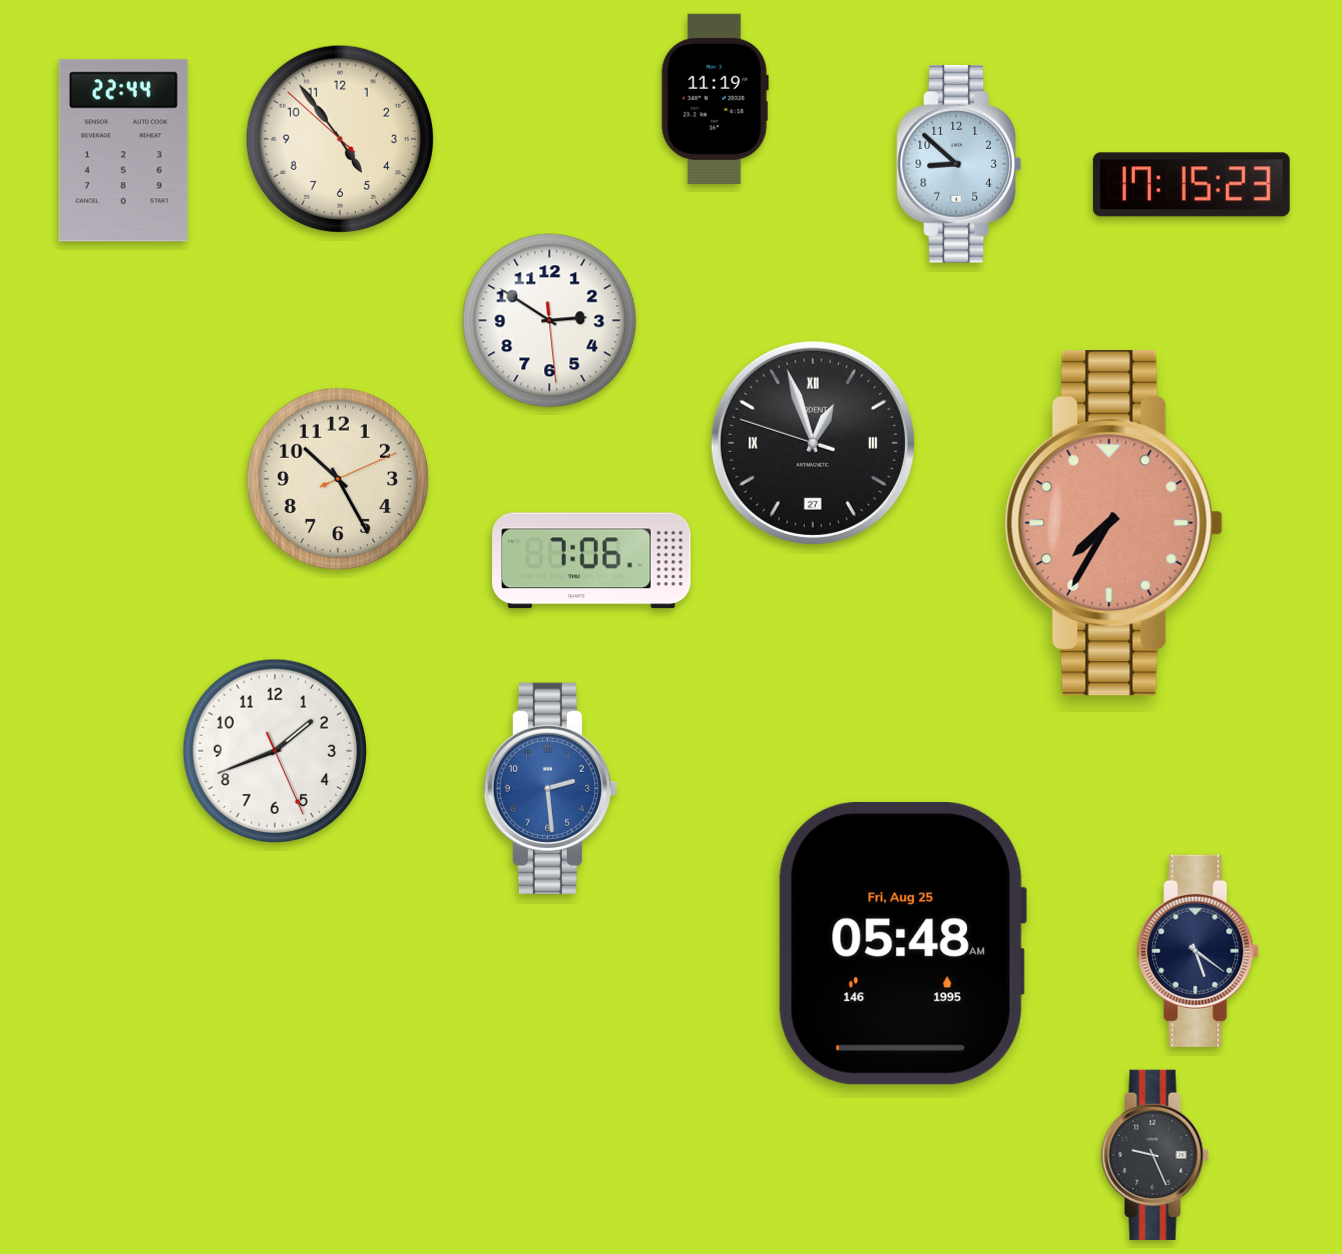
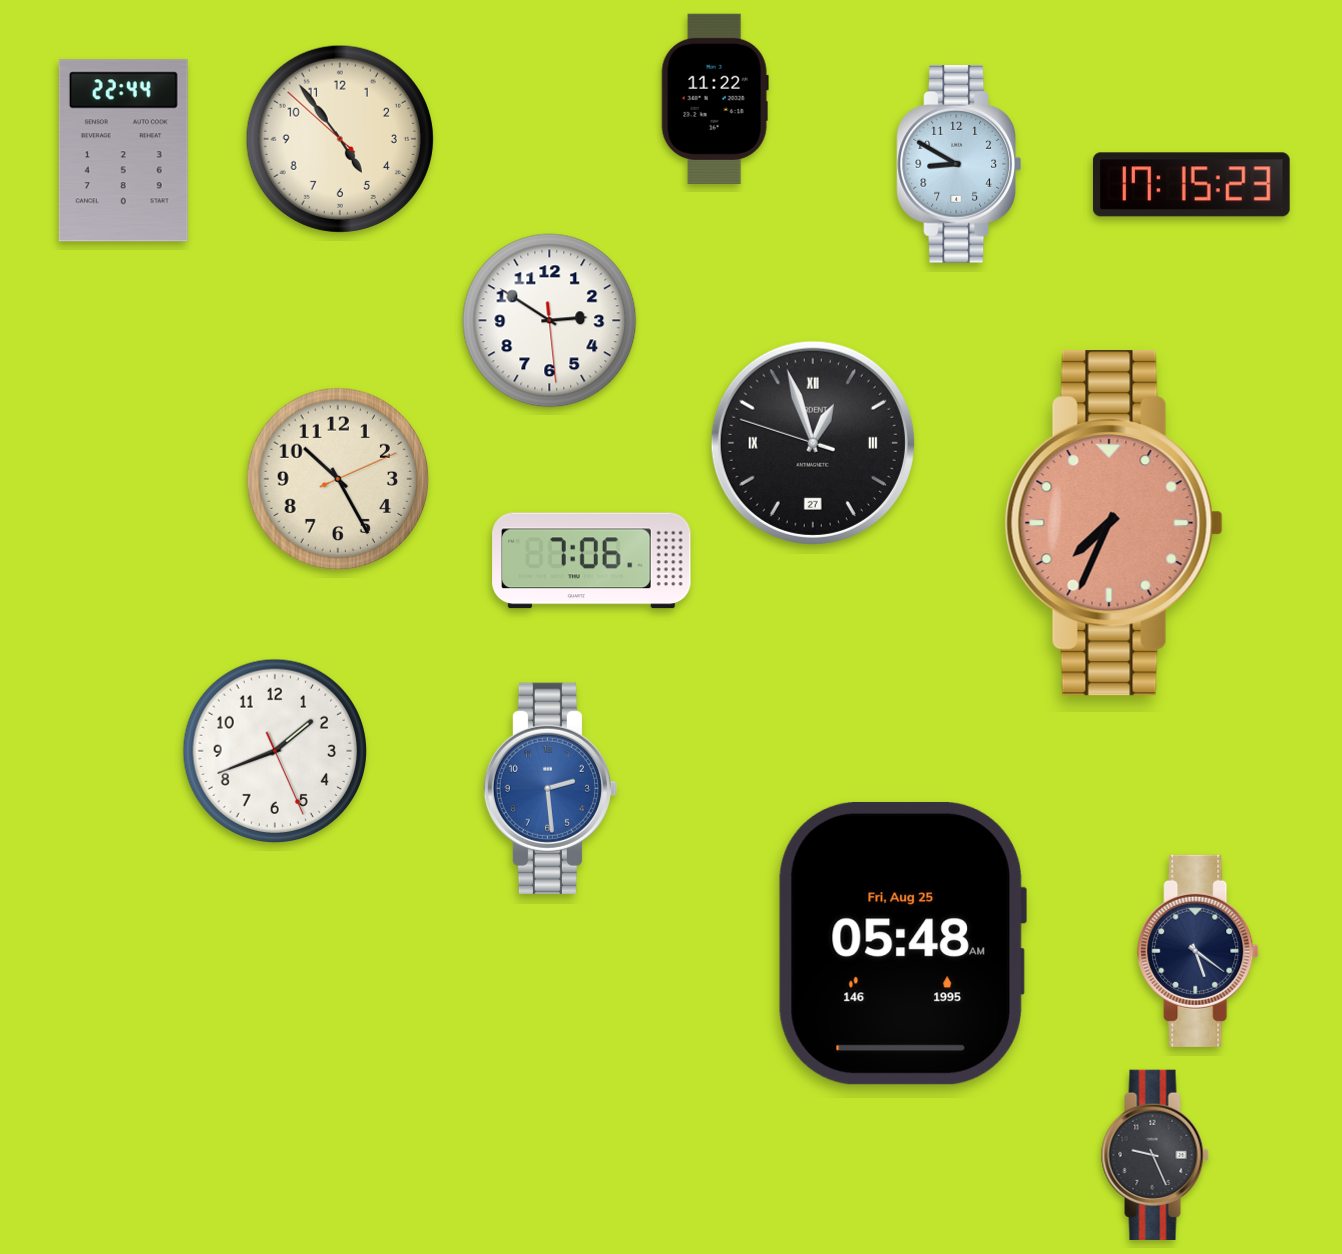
clock at (715, 98): 11:19 -> 11:22
clock at (959, 165): 8:52 -> 8:50
clock at (1114, 523): 7:35 -> 7:34
